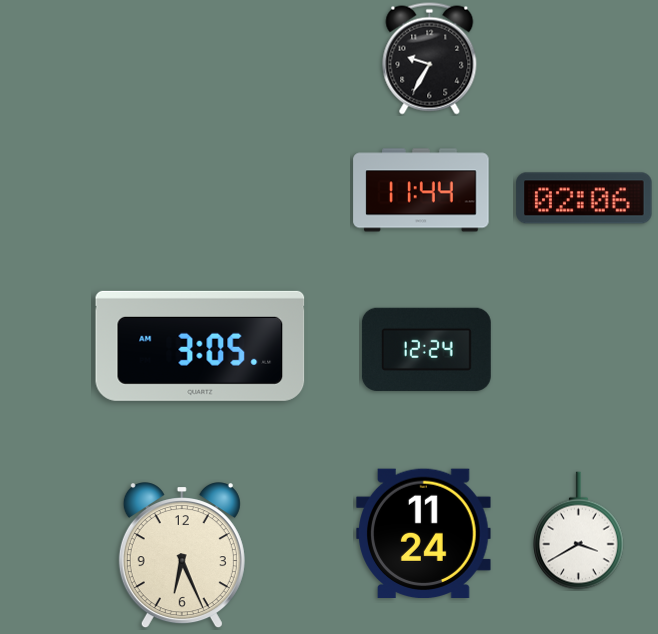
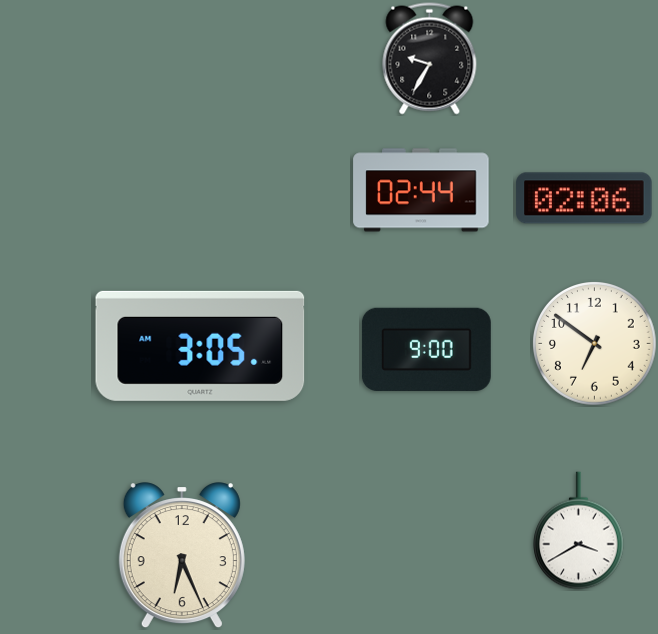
clock at (421, 190): 11:44 -> 02:44
clock at (595, 344): none -> 6:51
clock at (426, 349): 12:24 -> 9:00
clock at (424, 534): 11:24 -> none
